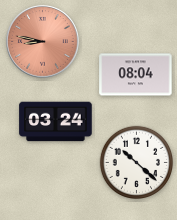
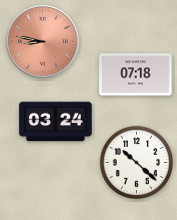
clock at (136, 75): 08:04 -> 07:18
